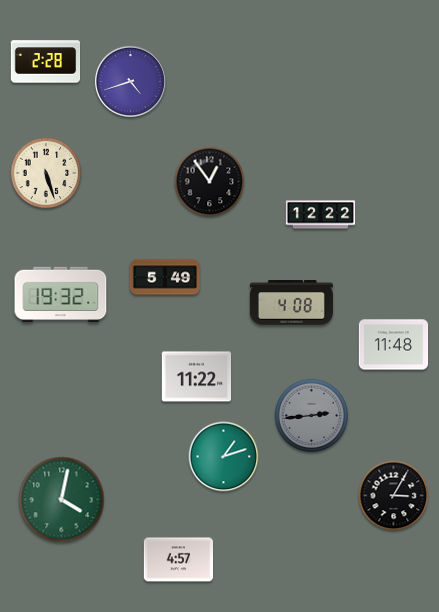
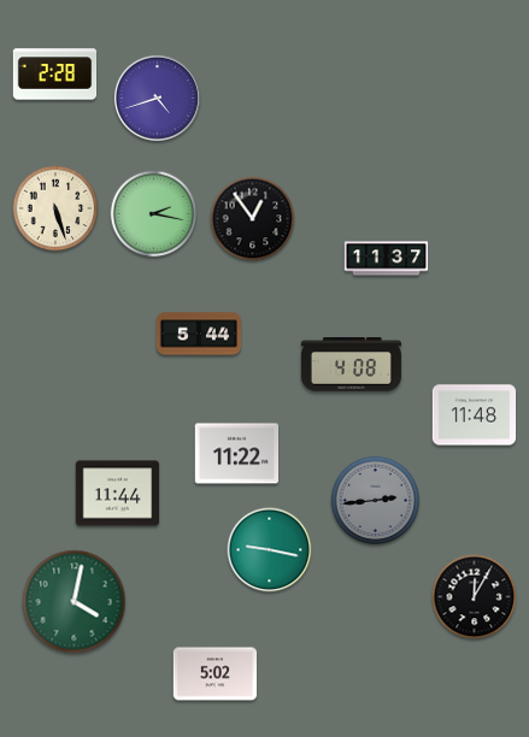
clock at (154, 214): none -> 2:17
clock at (321, 215): 12:22 -> 11:37
clock at (165, 277): 5:49 -> 5:44
clock at (61, 295): 19:32 -> none
clock at (118, 494): none -> 11:44
clock at (224, 457): 1:12 -> 9:17
clock at (394, 496): 3:05 -> 12:05
clock at (179, 560): 4:57 -> 5:02
